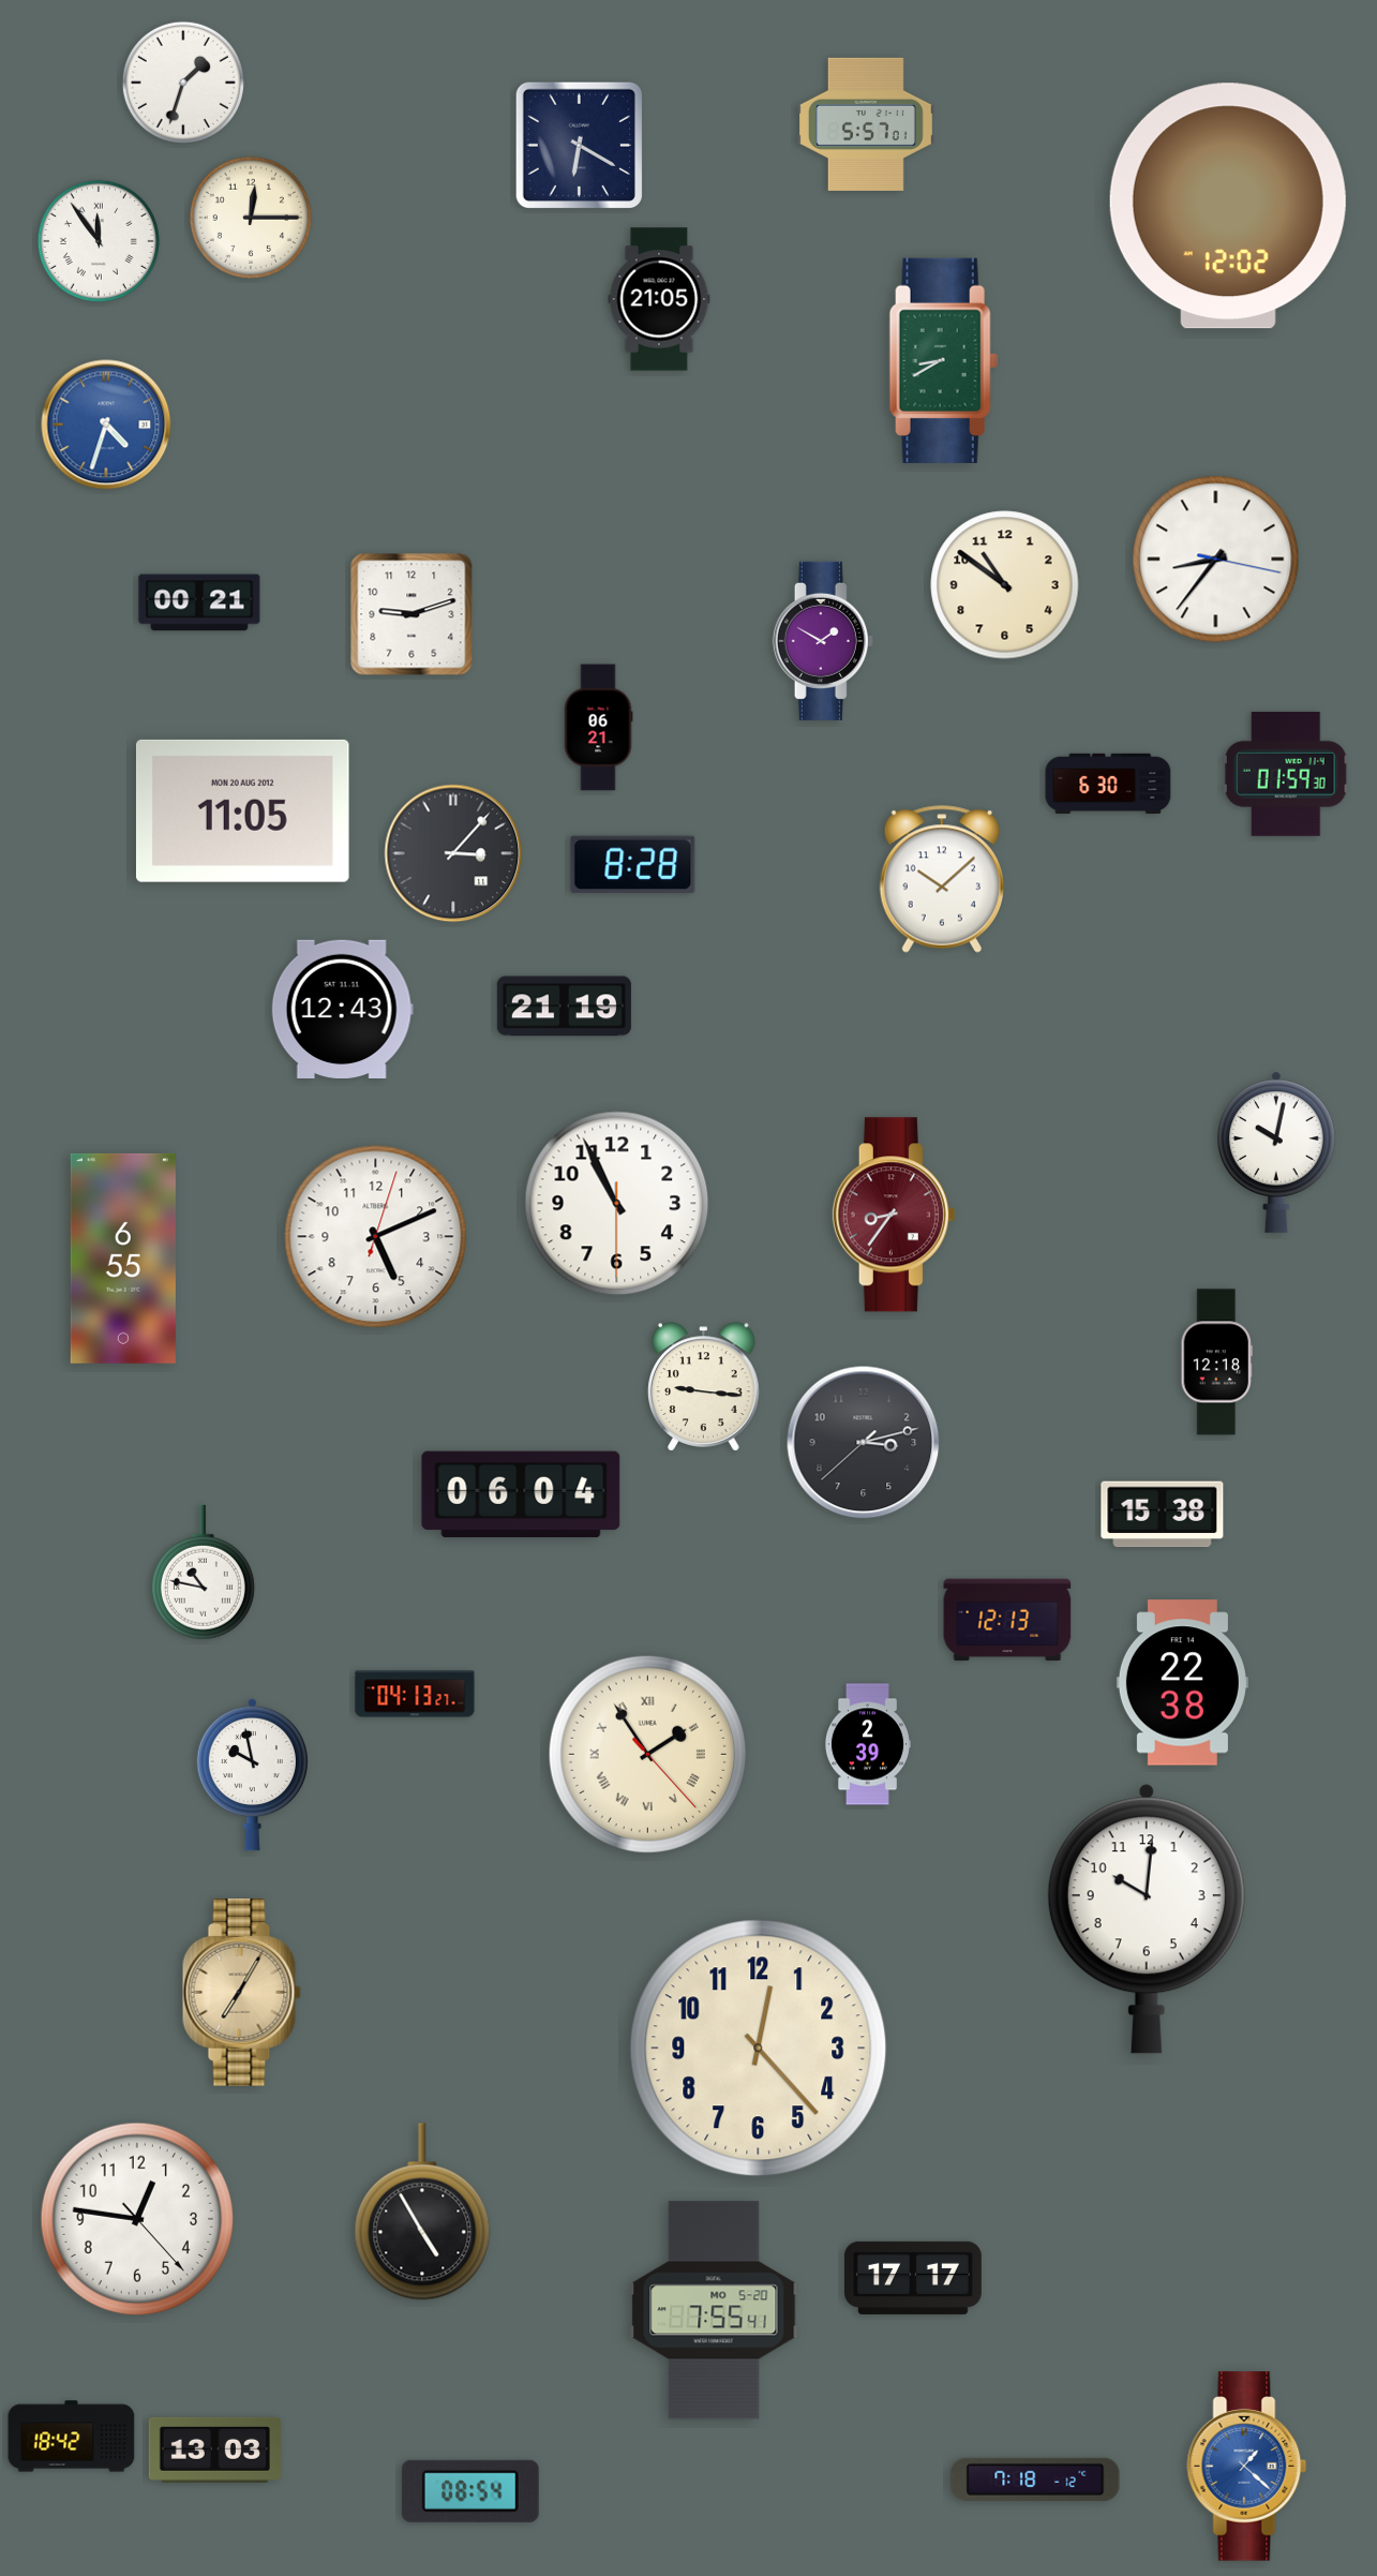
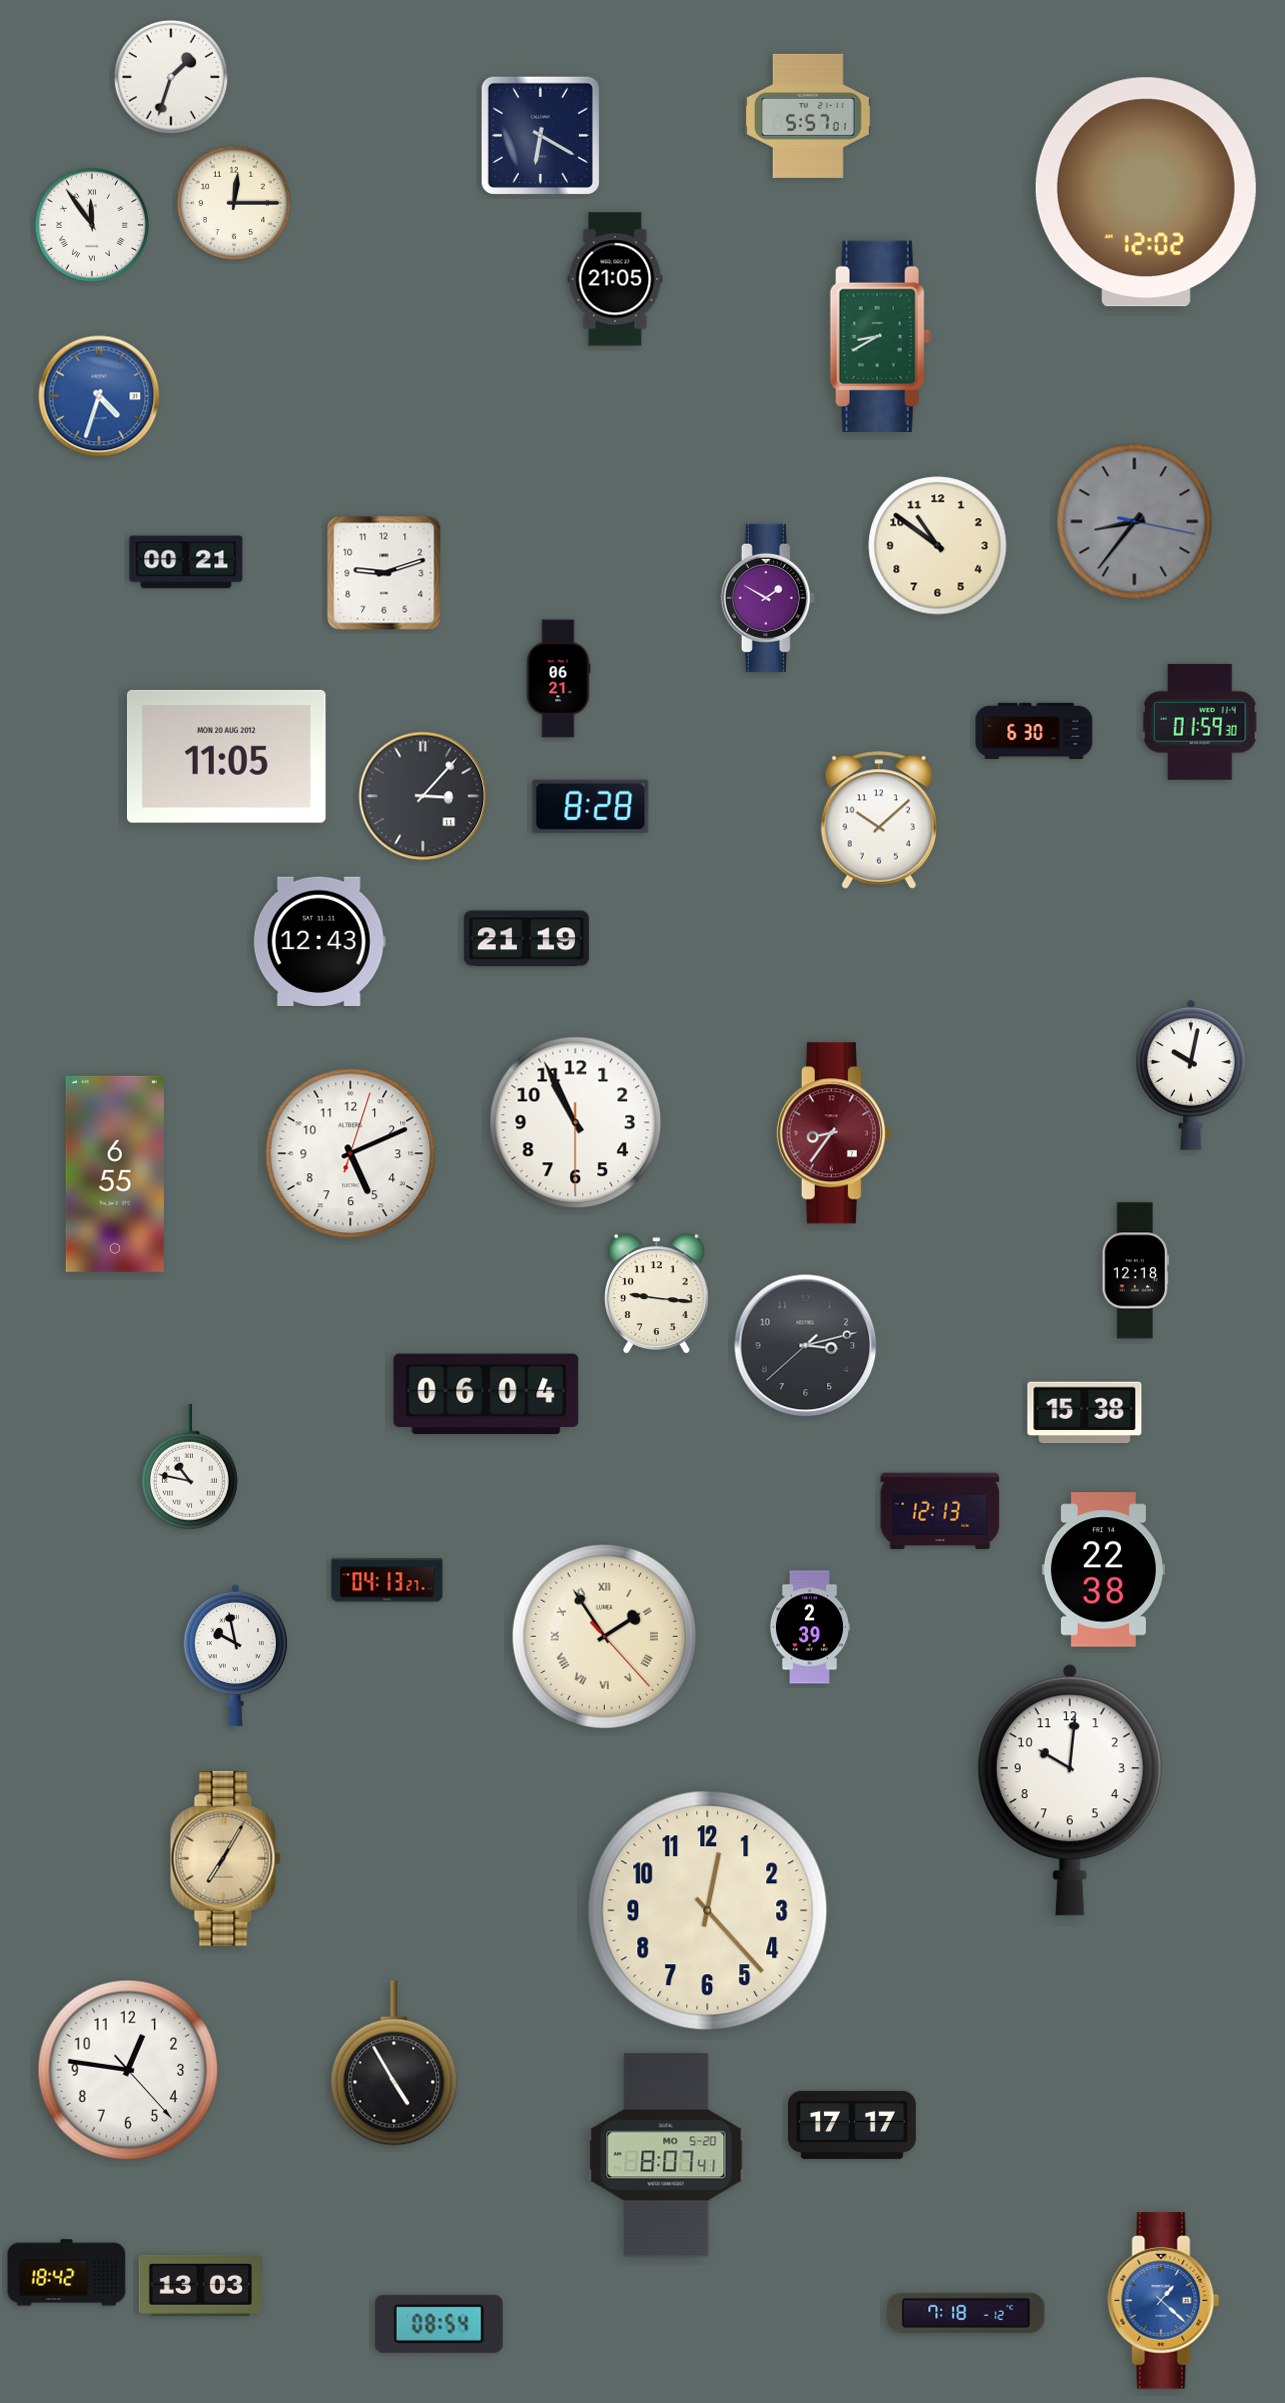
clock at (1216, 560) dial: white -> grey
clock at (714, 2310): 7:55 -> 8:07
